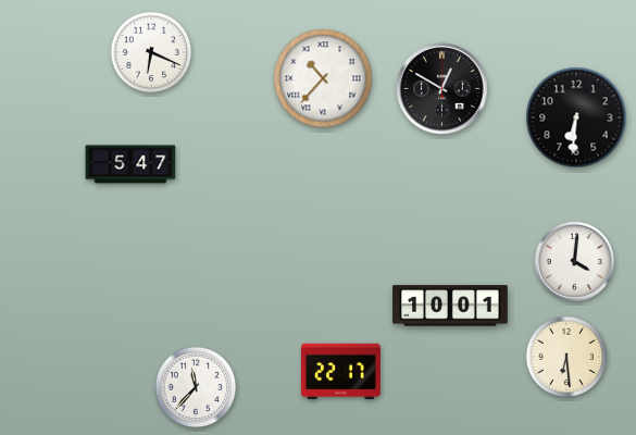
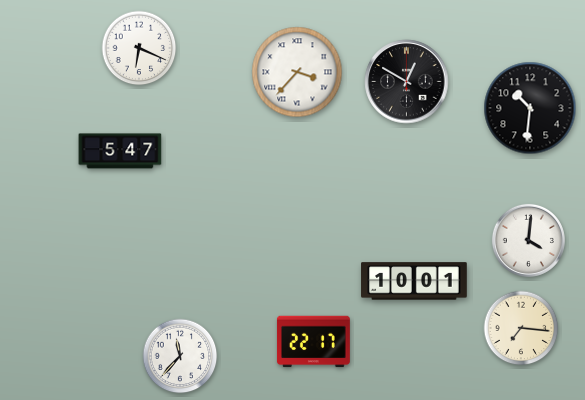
clock at (323, 78): 10:37 -> 3:37
clock at (576, 117): 6:31 -> 10:31
clock at (566, 357): 6:29 -> 7:16
